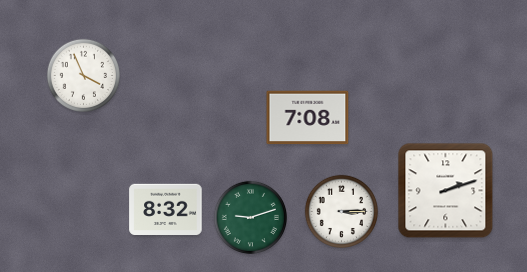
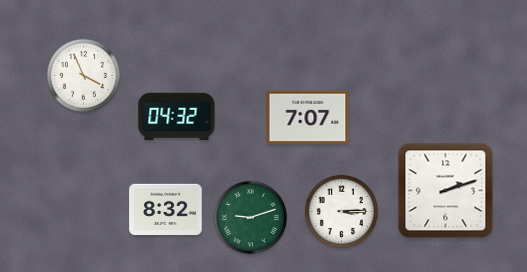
clock at (177, 117): none -> 04:32
clock at (308, 118): 7:08 -> 7:07
